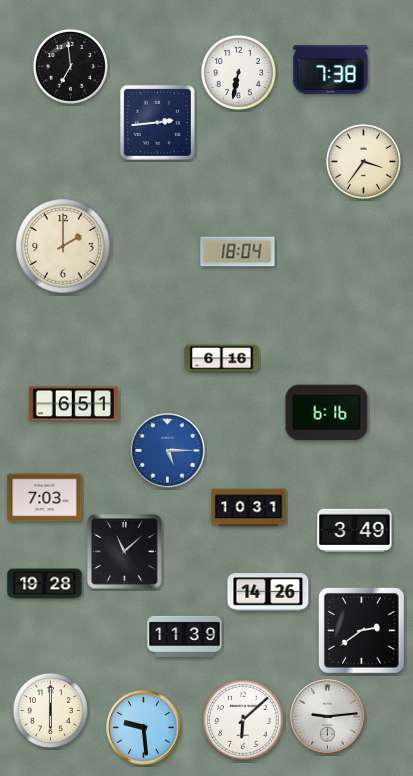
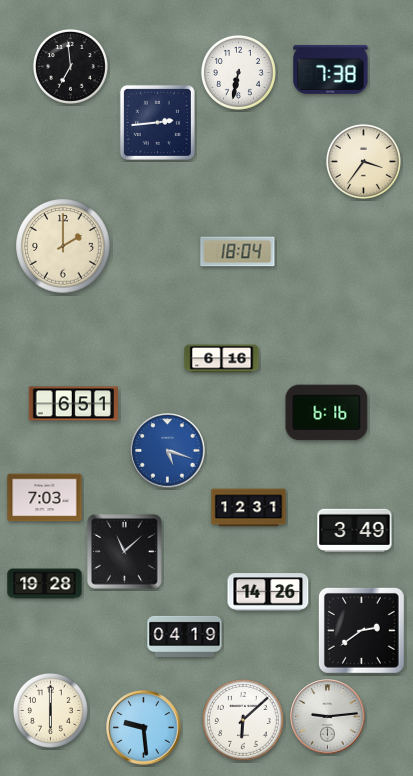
clock at (168, 451): 5:15 -> 5:18
clock at (249, 508): 10:31 -> 12:31
clock at (185, 636): 11:39 -> 04:19
